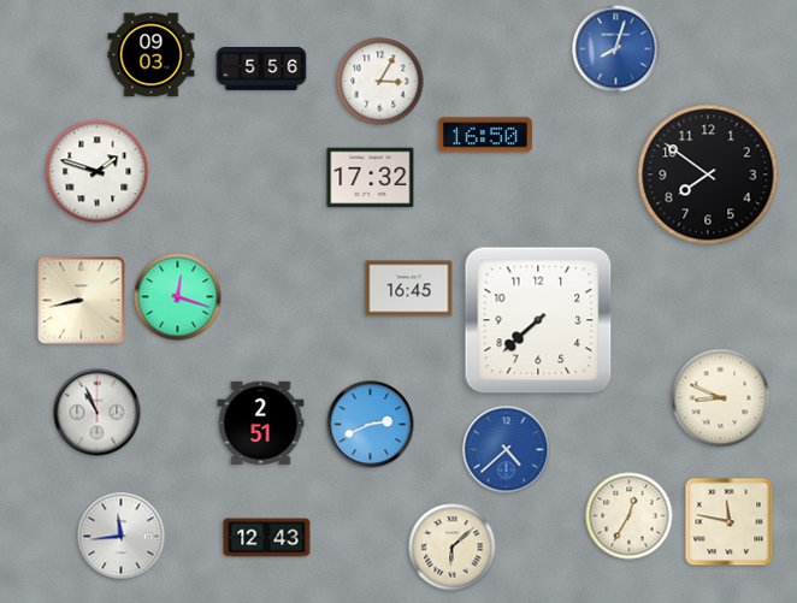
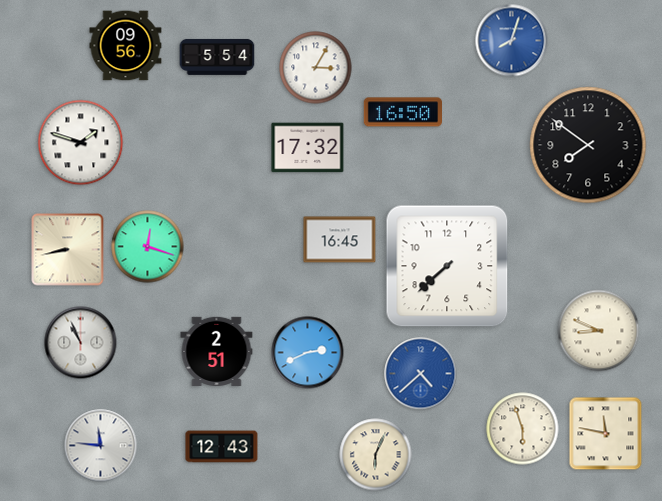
clock at (152, 55): 09:03 -> 09:56
clock at (261, 69): 5:56 -> 5:54
clock at (630, 516): 12:35 -> 5:57
clock at (122, 537): 11:44 -> 11:46
clock at (453, 548): 6:08 -> 6:04
